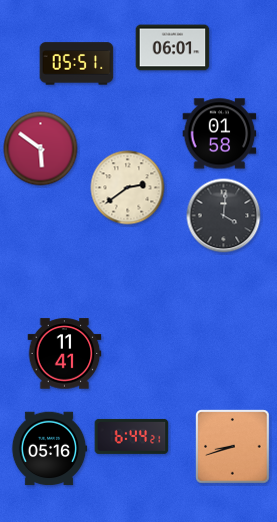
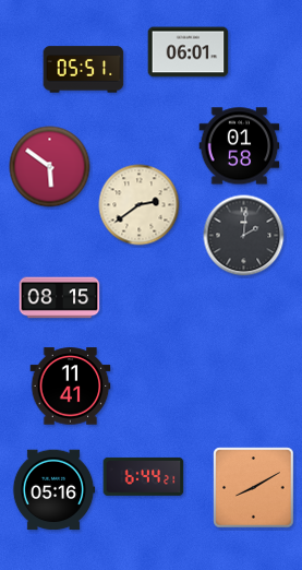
clock at (41, 149) position: (41, 149) -> (50, 167)
clock at (224, 216): 4:01 -> 2:01
clock at (60, 298): none -> 08:15
clock at (233, 447): 8:42 -> 8:10
